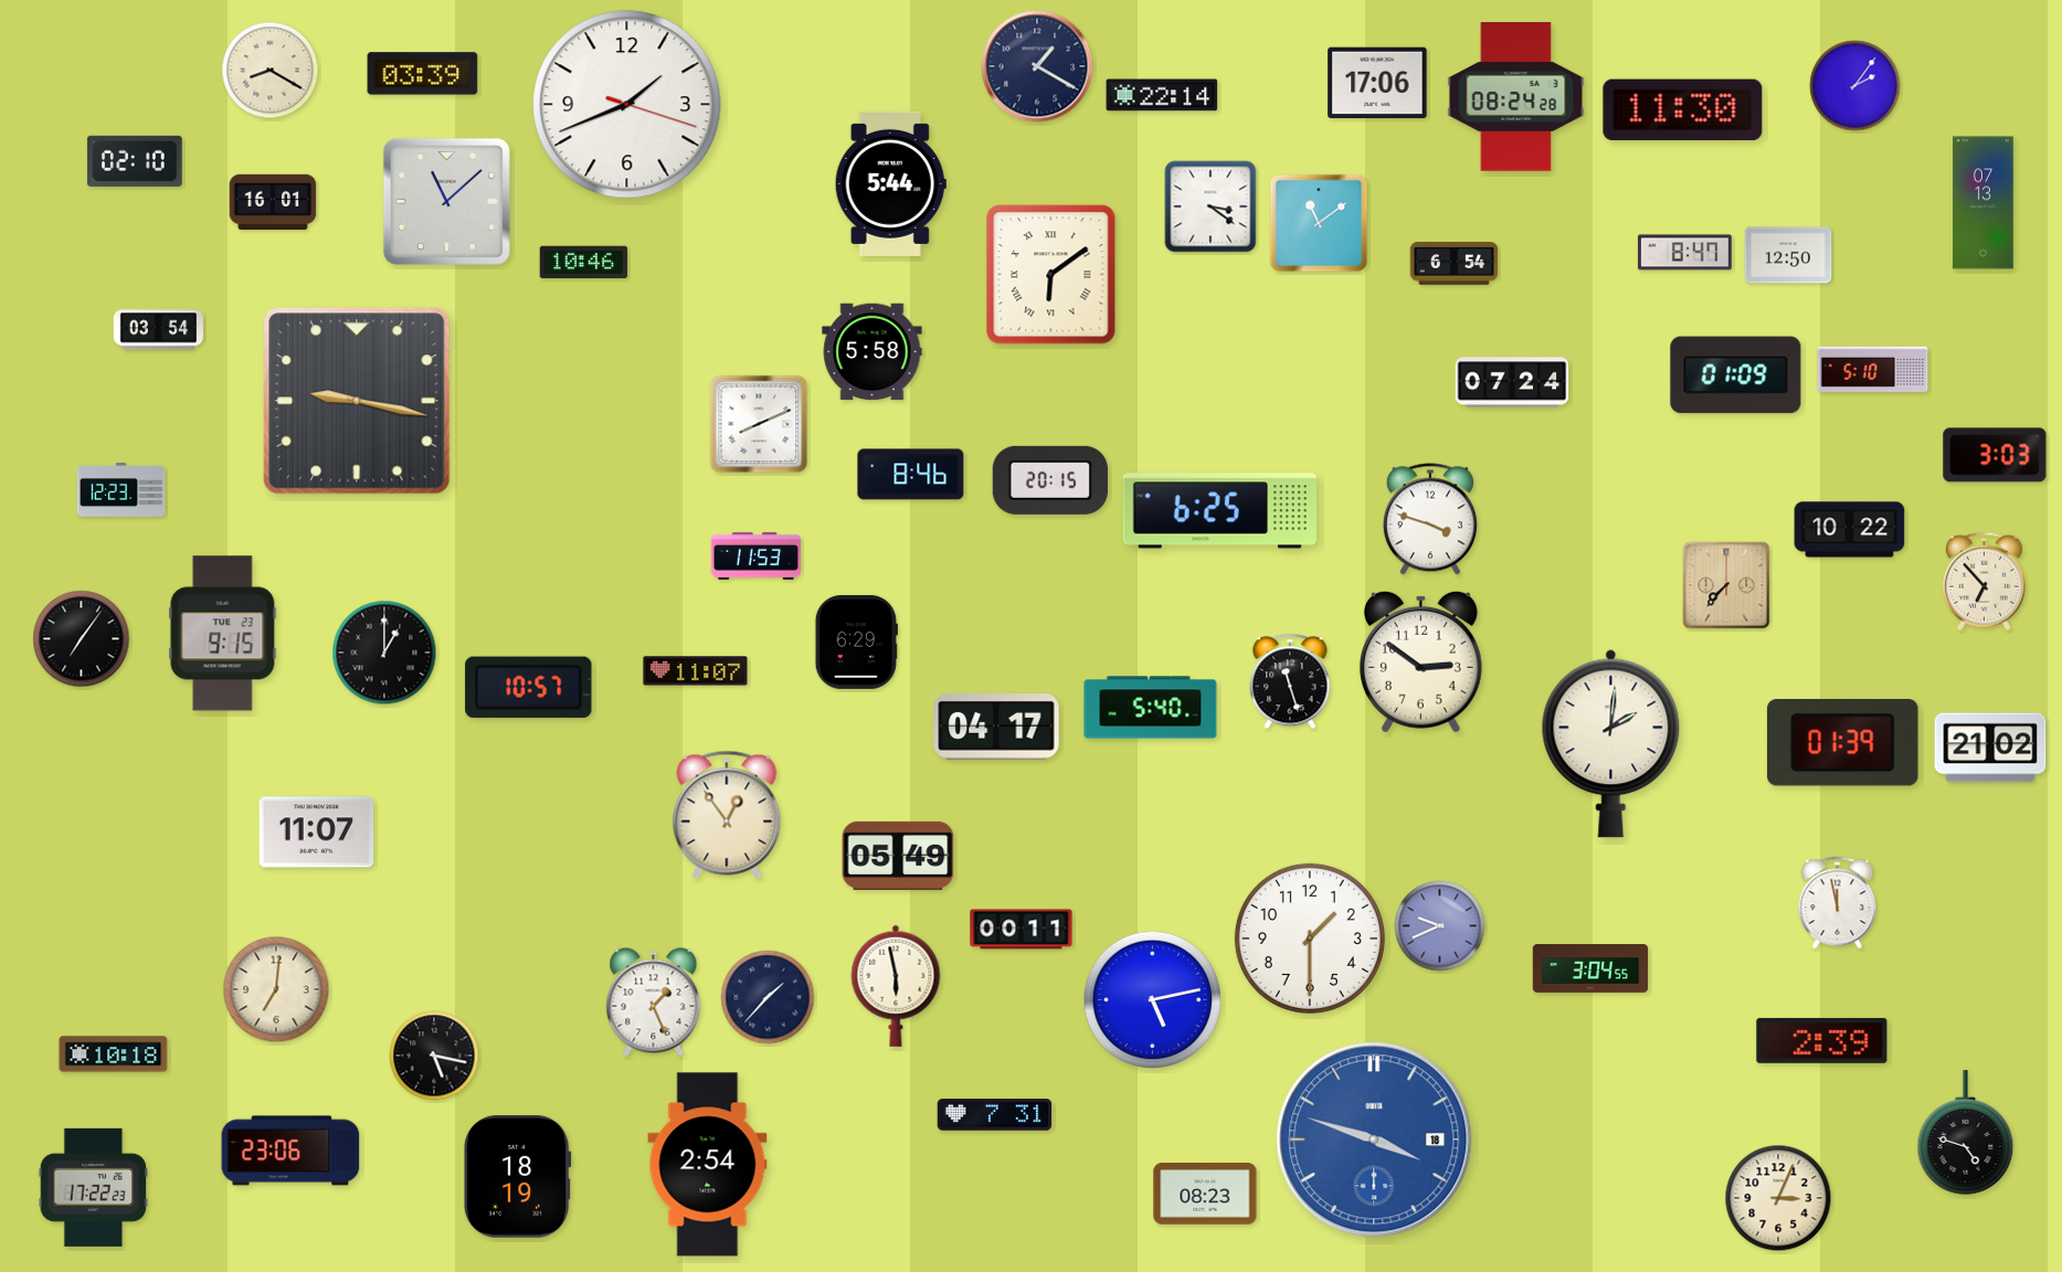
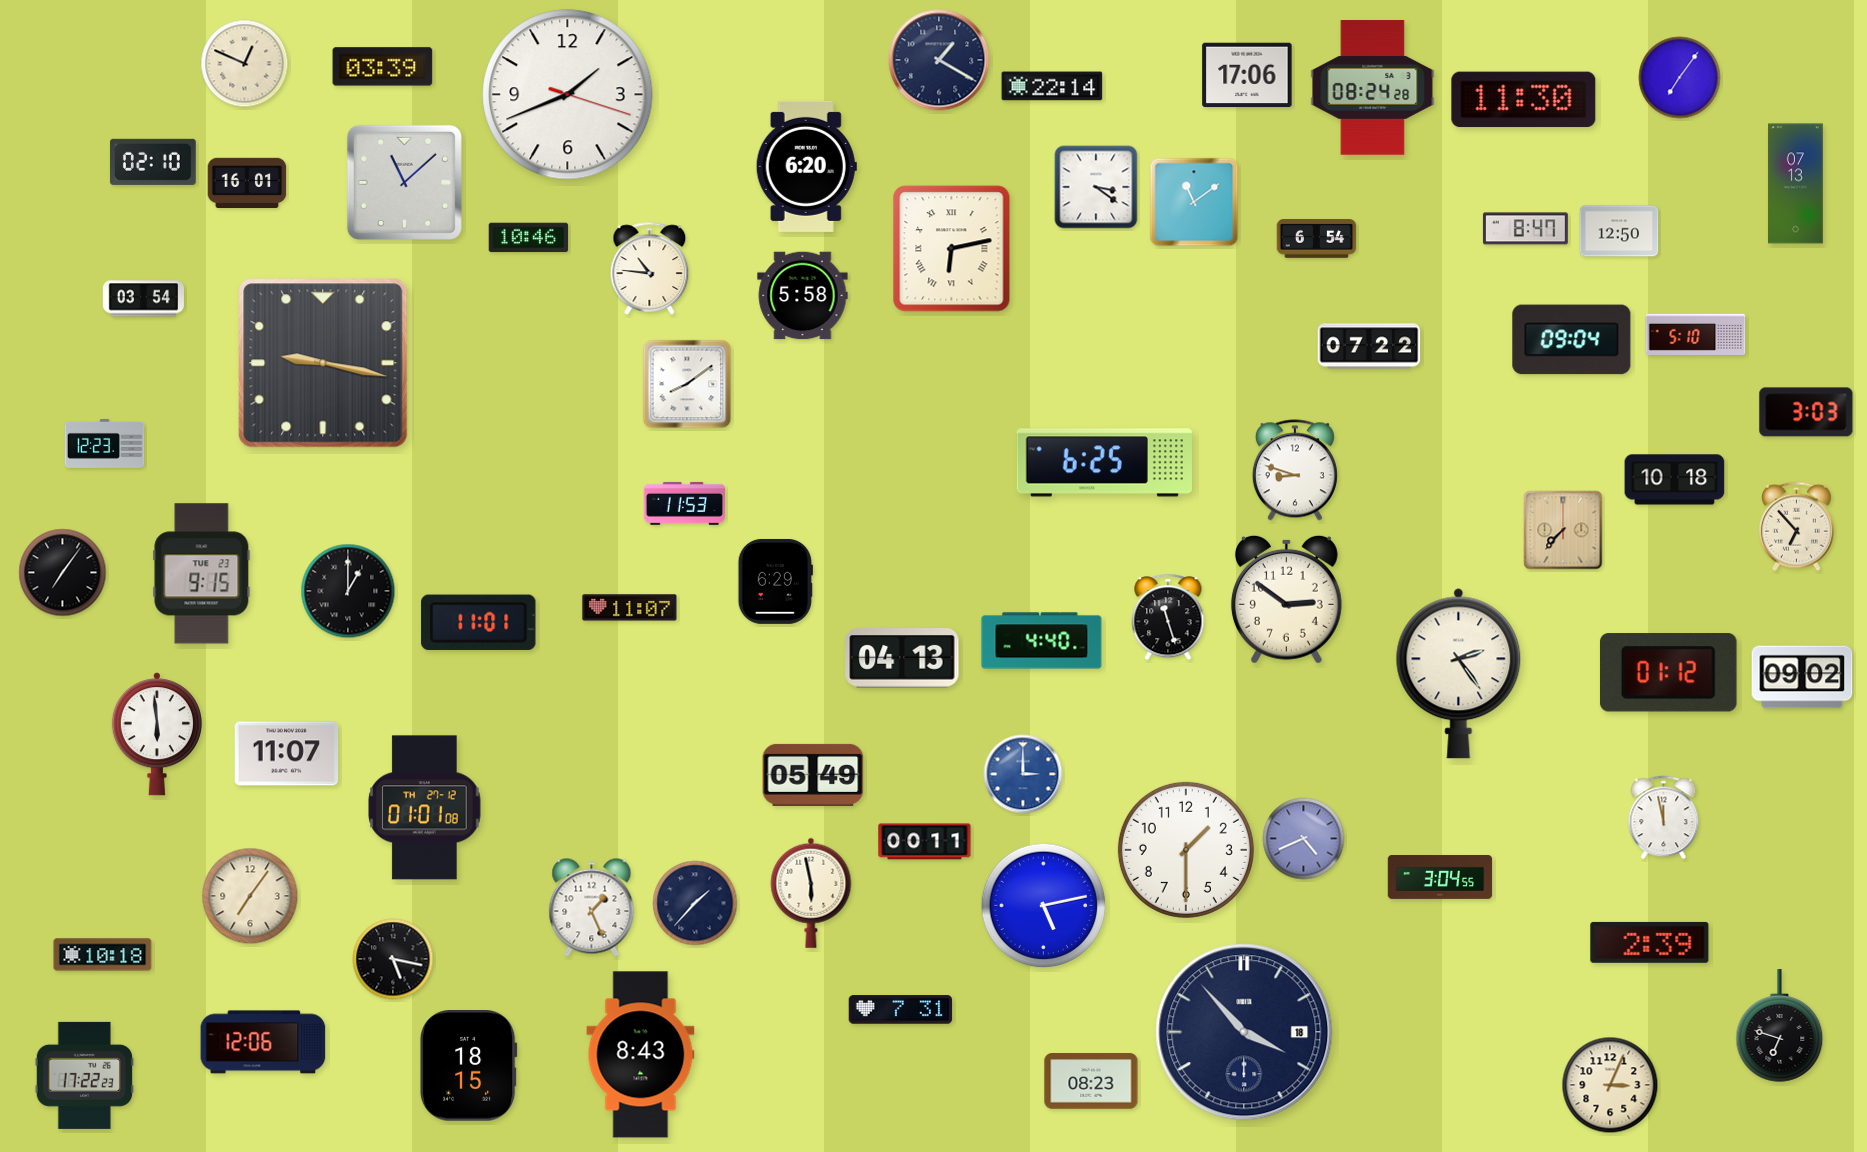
clock at (271, 71): 8:20 -> 12:49
clock at (1855, 86): 2:06 -> 7:06
clock at (135, 161) position: (135, 161) -> (153, 162)
clock at (890, 183): 5:44 -> 6:20
clock at (1051, 275): 6:09 -> 6:13
clock at (650, 268): none -> 10:46
clock at (873, 352) position: (873, 352) -> (803, 296)
clock at (1736, 375): 01:09 -> 09:04
clock at (1512, 382): 07:24 -> 07:22
clock at (759, 424): 8:11 -> 8:09
clock at (911, 475): 8:46 -> none
clock at (1050, 480): 20:15 -> none
clock at (121, 489) position: (121, 489) -> (105, 443)
clock at (1430, 519): 3:48 -> 8:48
clock at (1850, 530): 10:22 -> 10:18
clock at (82, 639) position: (82, 639) -> (63, 573)
clock at (529, 687): 10:57 -> 11:01
clock at (1151, 708): 5:40 -> 4:40
clock at (996, 727): 04:17 -> 04:13
clock at (1842, 743): 01:39 -> 01:12
clock at (1611, 744): 2:01 -> 2:24
clock at (1990, 748): 21:02 -> 09:02
clock at (157, 734): none -> 5:59
clock at (727, 815): 12:54 -> none
clock at (1023, 774): none -> 3:00
clock at (425, 808): none -> 01:01
clock at (1440, 926): 9:41 -> 4:41
clock at (276, 989): 7:01 -> 7:06
clock at (434, 1056) position: (434, 1056) -> (393, 959)
clock at (1966, 1133): 4:48 -> 6:48
clock at (1374, 1139): 3:48 -> 3:53
clock at (1374, 1139) dial: blue -> navy
clock at (290, 1151): 23:06 -> 12:06
clock at (708, 1165): 2:54 -> 8:43
clock at (518, 1177): 18:19 -> 18:15
